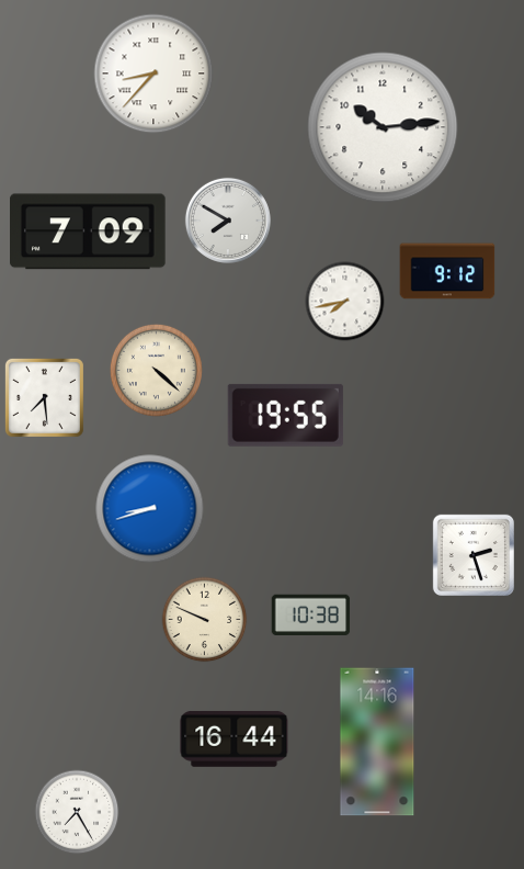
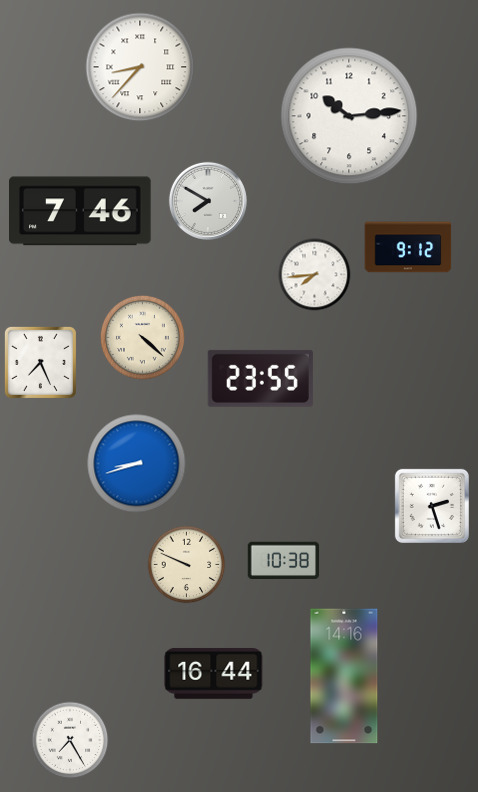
clock at (89, 232): 7:09 -> 7:46
clock at (345, 302): 7:43 -> 7:44
clock at (44, 397): 7:29 -> 7:26
clock at (285, 415): 19:55 -> 23:55
